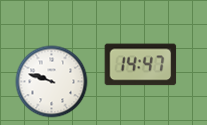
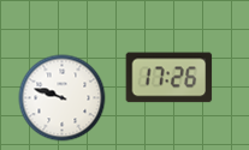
clock at (141, 65): 14:47 -> 17:26
